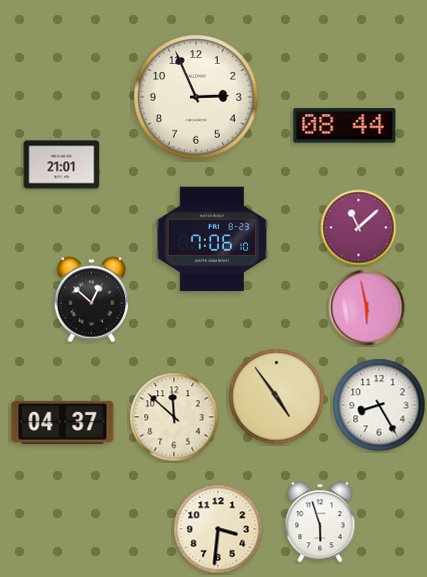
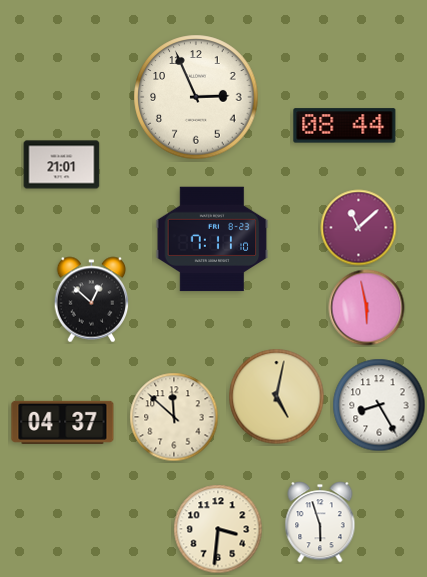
clock at (212, 239): 7:06 -> 7:11
clock at (277, 397): 4:54 -> 5:02
